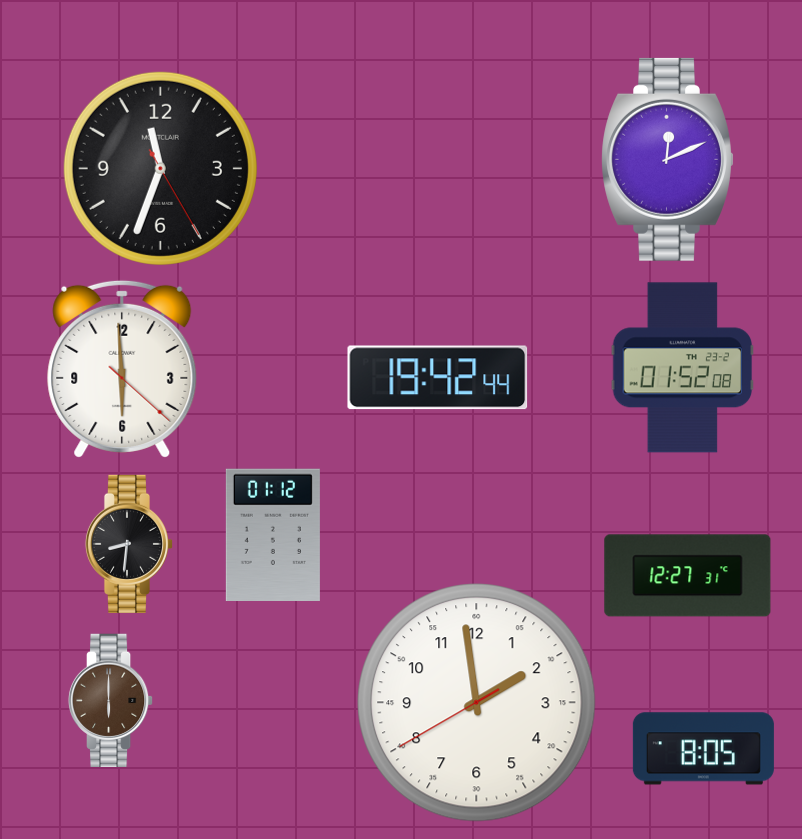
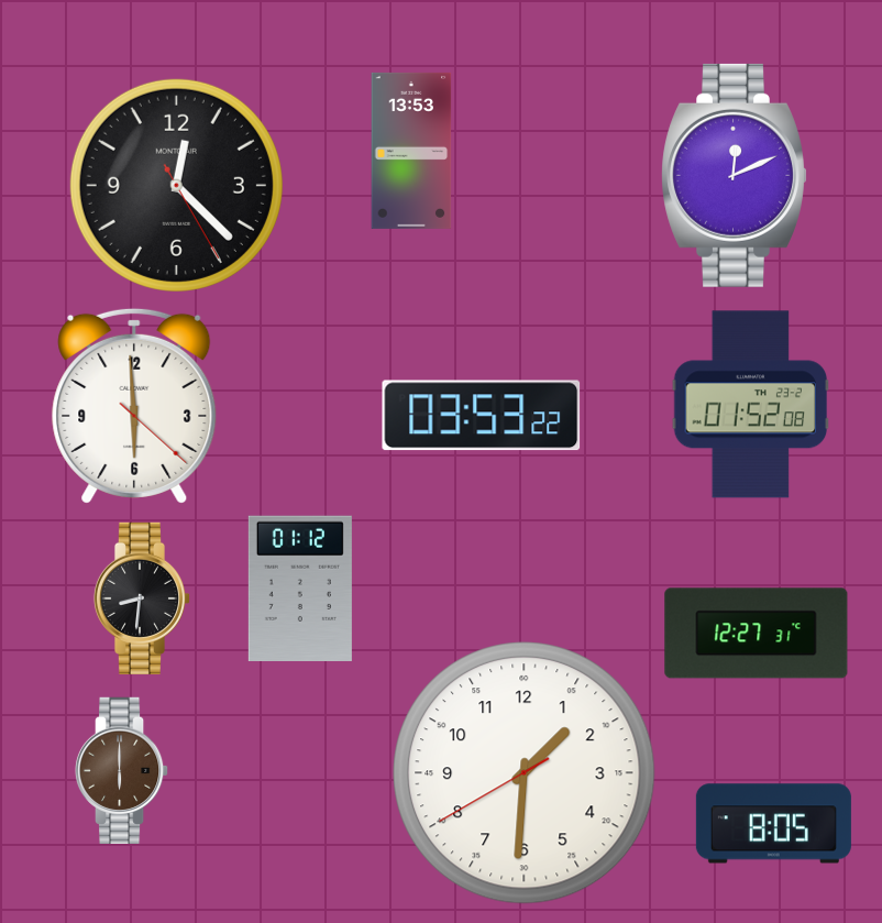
clock at (411, 151): none -> 13:53
clock at (160, 168): 11:33 -> 12:22
clock at (438, 378): 19:42 -> 03:53
clock at (477, 703): 1:58 -> 1:30
